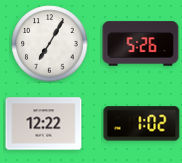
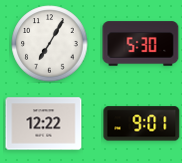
clock at (141, 44): 5:26 -> 5:30
clock at (142, 124): 1:02 -> 9:01
